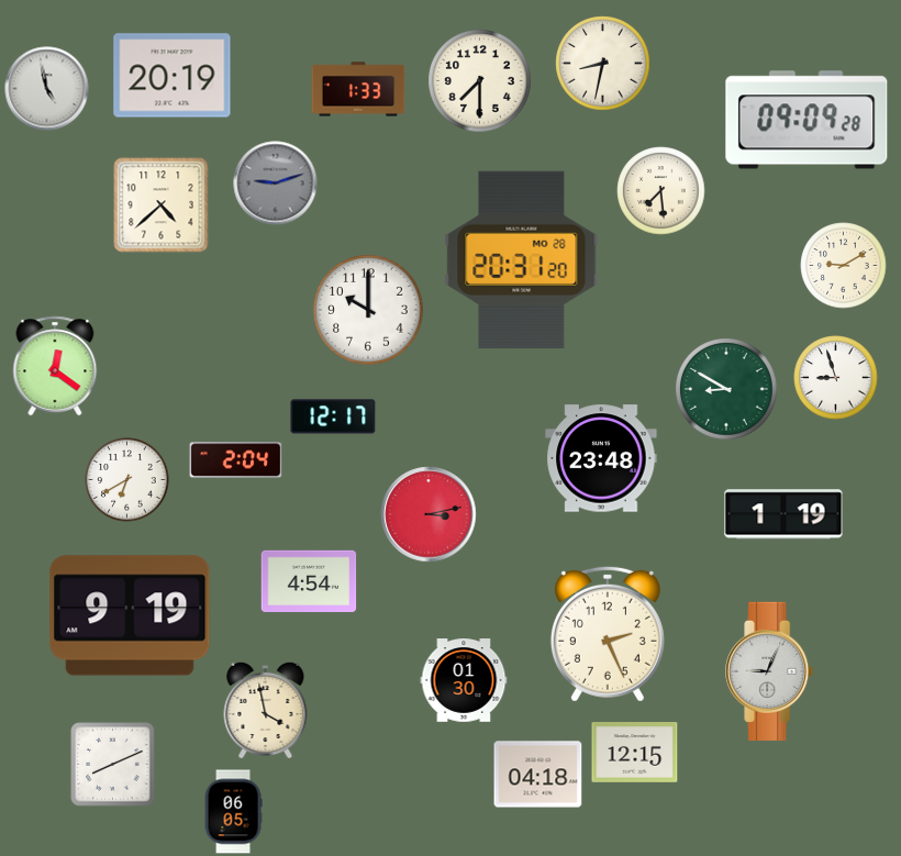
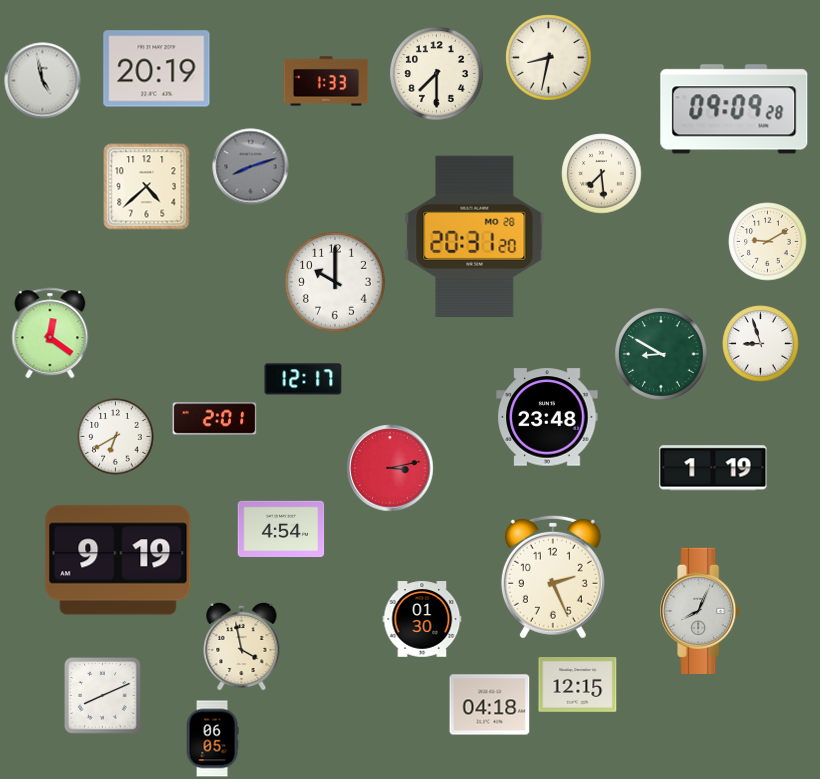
clock at (276, 184): 9:12 -> 8:12
clock at (236, 460): 2:04 -> 2:01
clock at (770, 671): 9:04 -> 8:04
